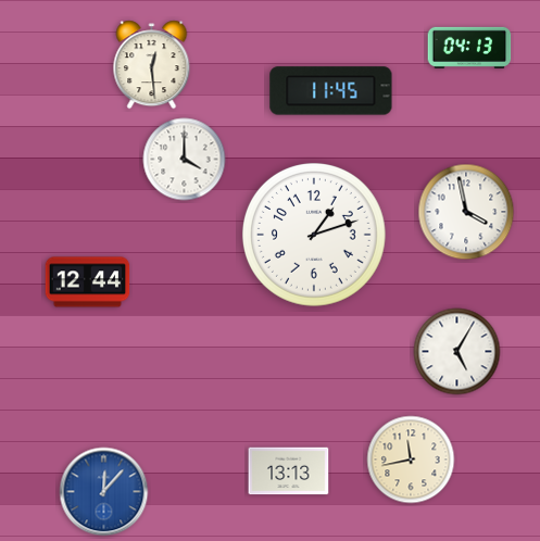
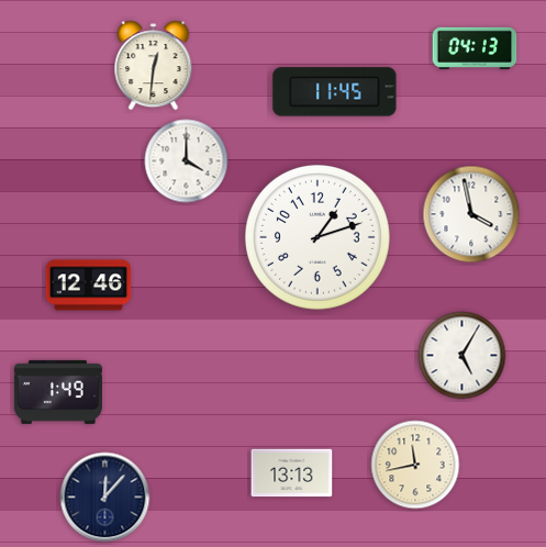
clock at (152, 65): 12:29 -> 12:31
clock at (88, 282): 12:44 -> 12:46
clock at (58, 392): none -> 1:49
clock at (289, 471) position: (289, 471) -> (292, 473)
clock at (104, 492) dial: blue -> navy
